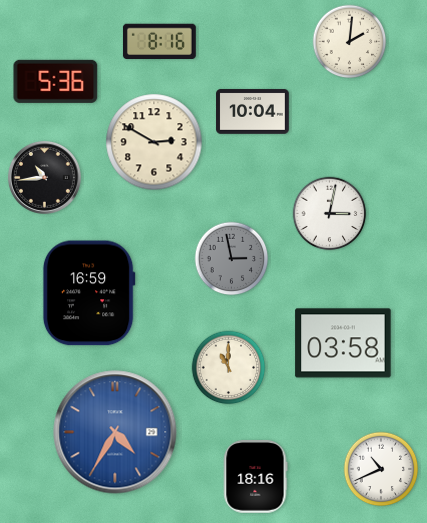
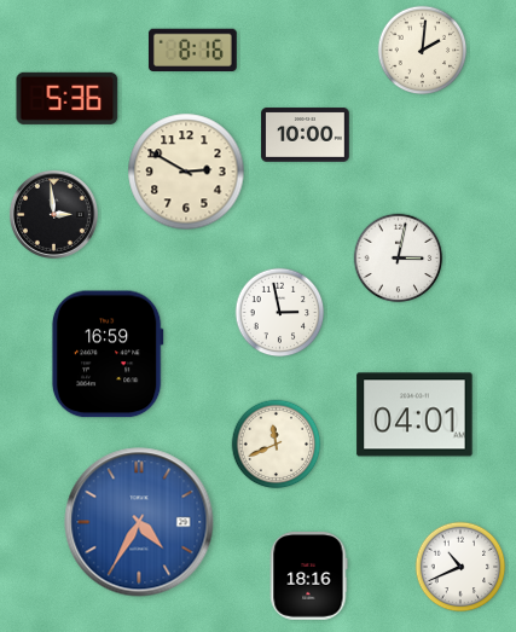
clock at (253, 112): 10:04 -> 10:00
clock at (44, 177): 10:44 -> 2:59
clock at (232, 259) dial: grey -> white
clock at (343, 343): 03:58 -> 04:01
clock at (229, 368): 11:00 -> 11:41
